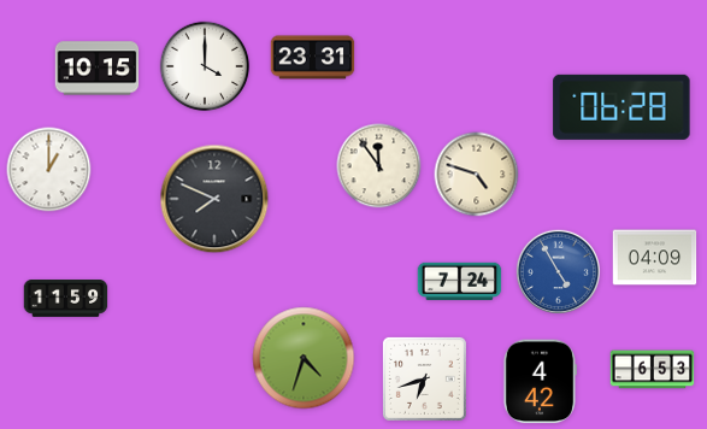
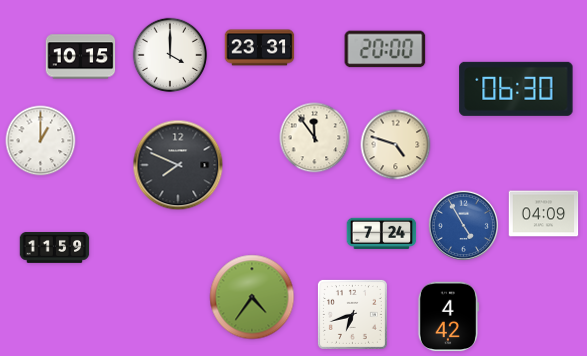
clock at (385, 49): none -> 20:00
clock at (621, 107): 06:28 -> 06:30
clock at (304, 358): 4:33 -> 4:36
clock at (653, 370): 6:53 -> none
